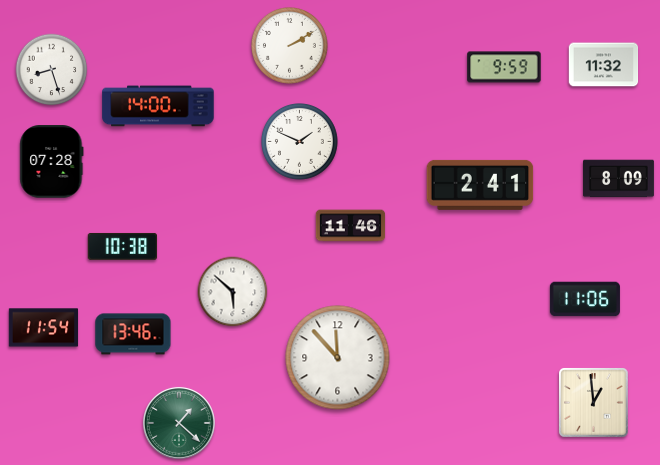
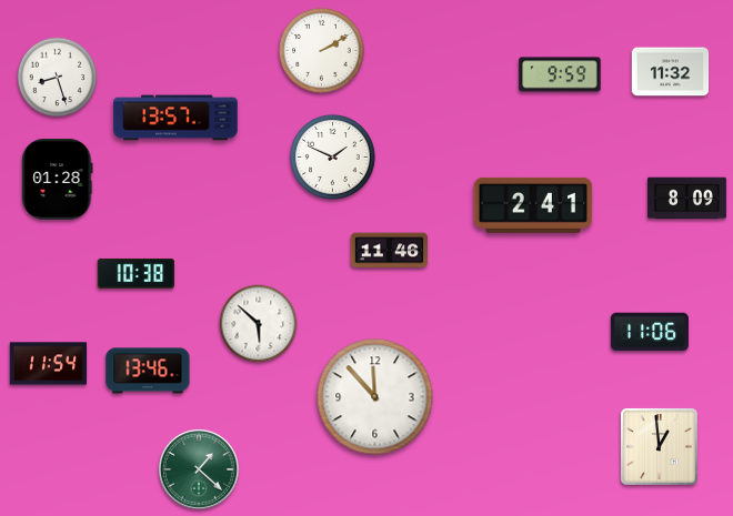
clock at (158, 106): 14:00 -> 13:57
clock at (52, 162): 07:28 -> 01:28
